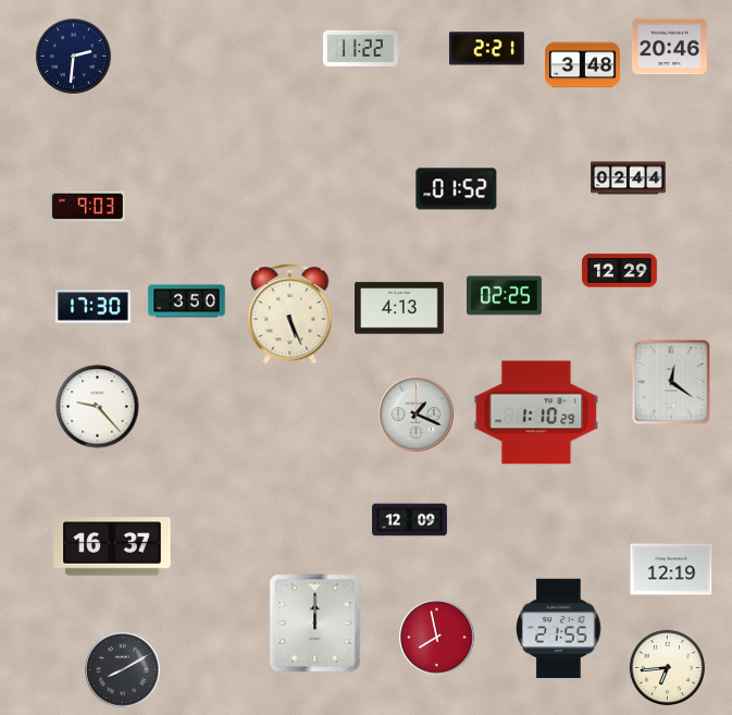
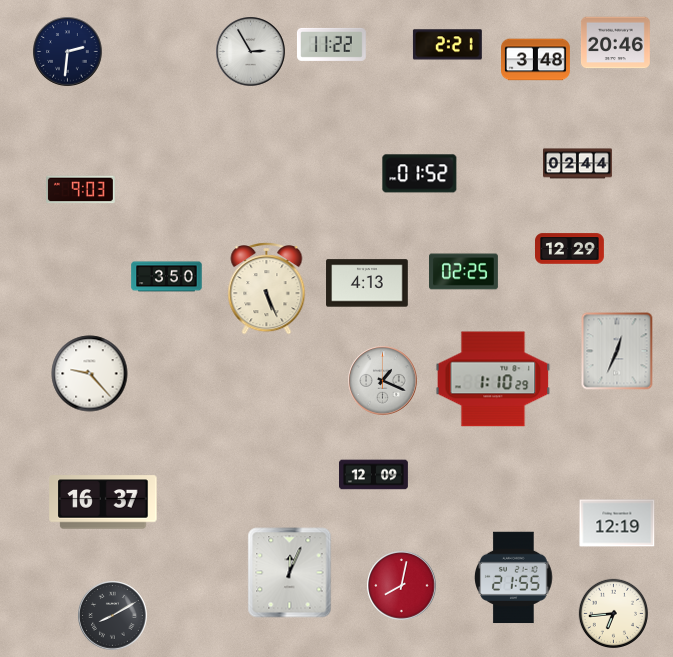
clock at (251, 52): none -> 2:55
clock at (187, 301) position: (187, 301) -> (167, 277)
clock at (92, 307): 17:30 -> none
clock at (671, 382): 12:21 -> 12:34
clock at (410, 520) position: (410, 520) -> (374, 475)
clock at (315, 624): 12:00 -> 12:04
clock at (437, 638): 7:58 -> 8:02
